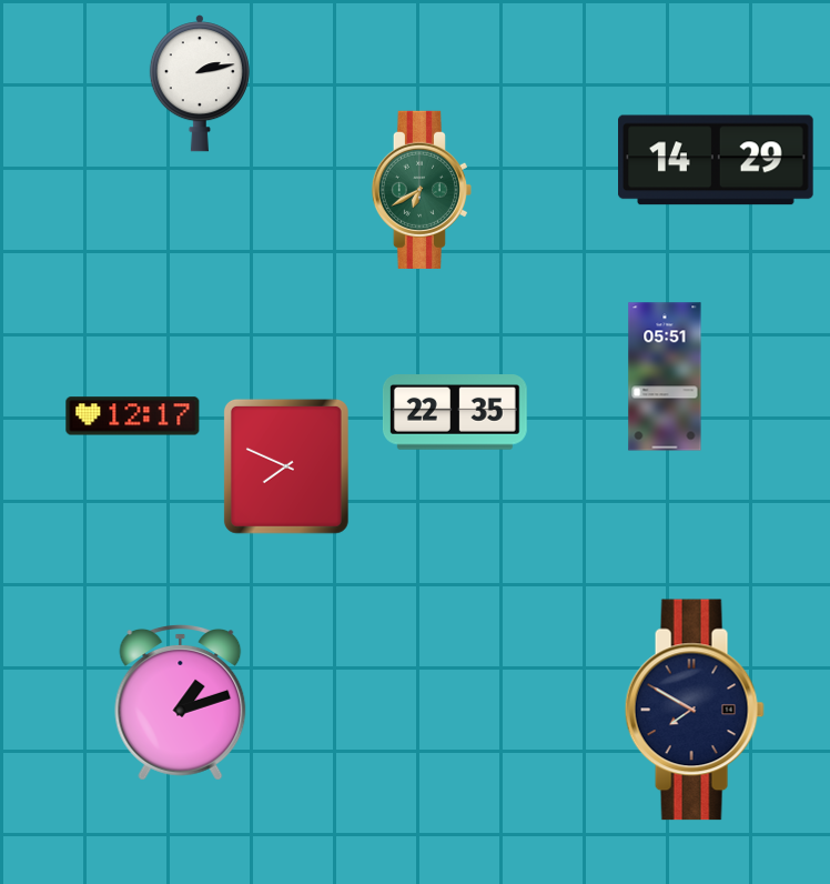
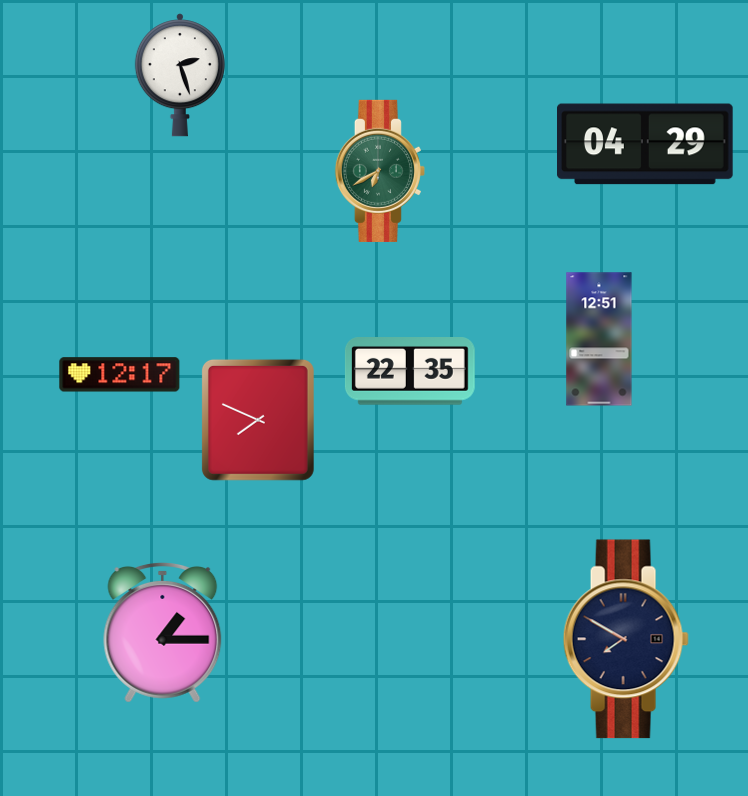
clock at (200, 83): 2:13 -> 2:27
clock at (717, 160): 14:29 -> 04:29
clock at (665, 376): 05:51 -> 12:51
clock at (181, 703): 1:12 -> 1:15
